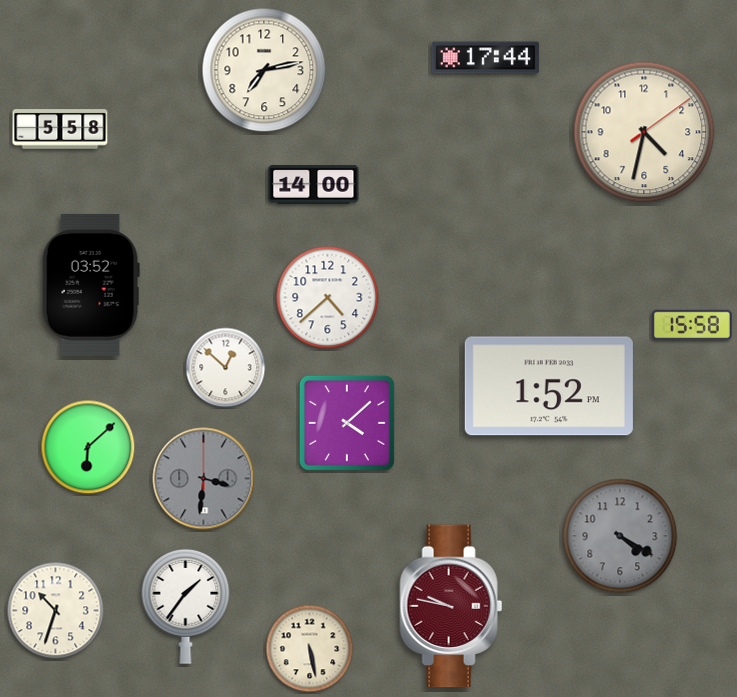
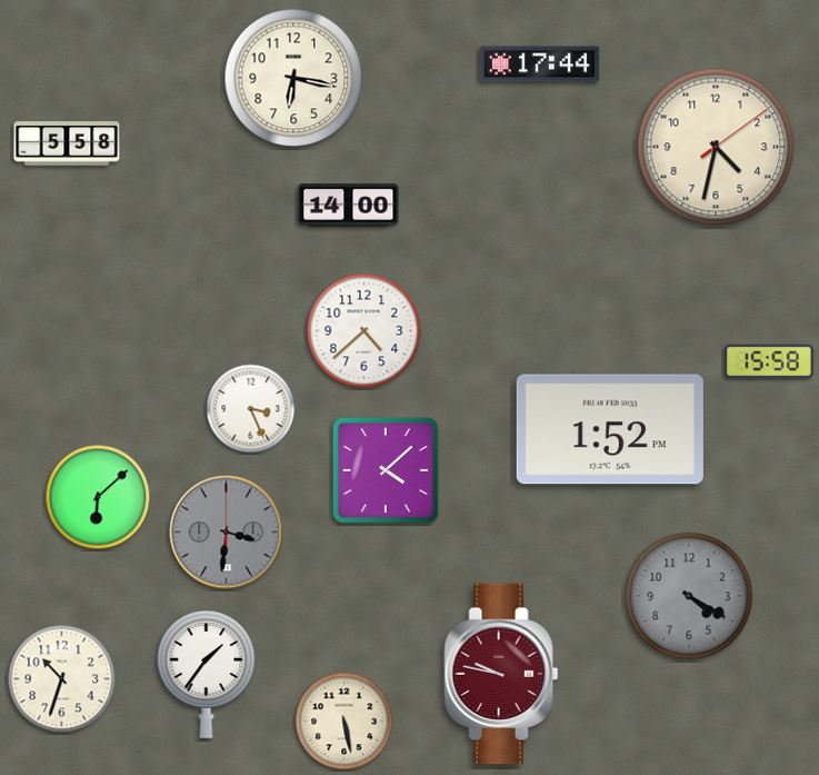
clock at (264, 70): 7:13 -> 6:17
clock at (91, 285): 03:52 -> none
clock at (226, 368): 12:52 -> 3:26
